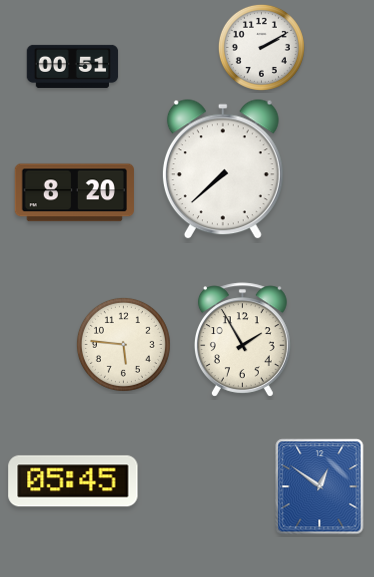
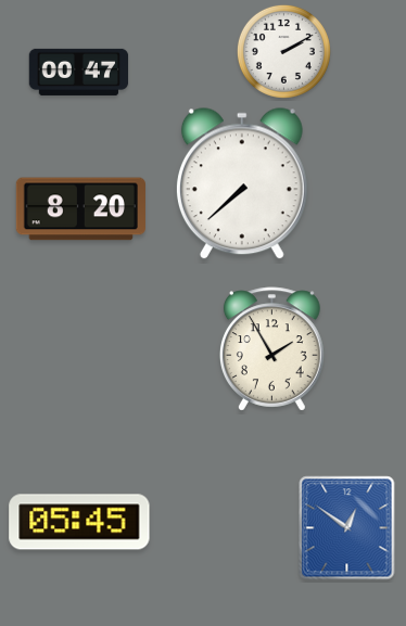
clock at (73, 66): 00:51 -> 00:47
clock at (242, 340) position: (242, 340) -> (271, 349)
clock at (123, 344): 5:46 -> none
